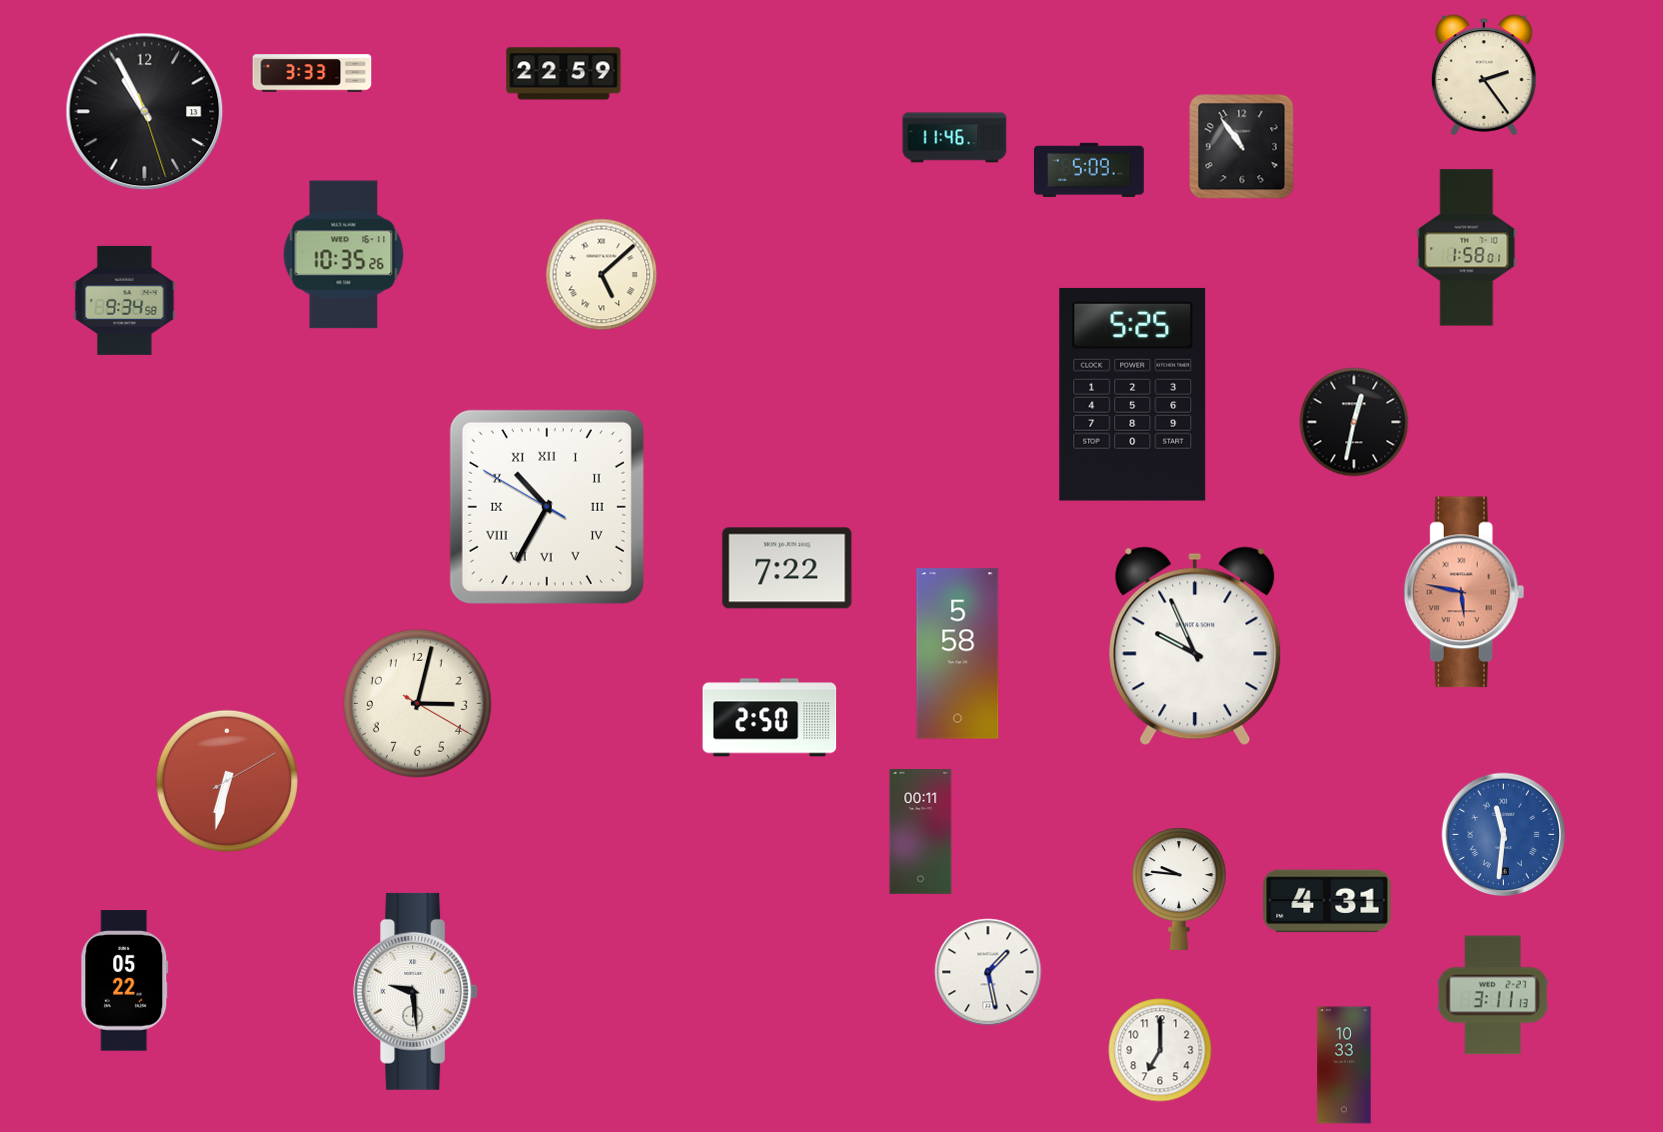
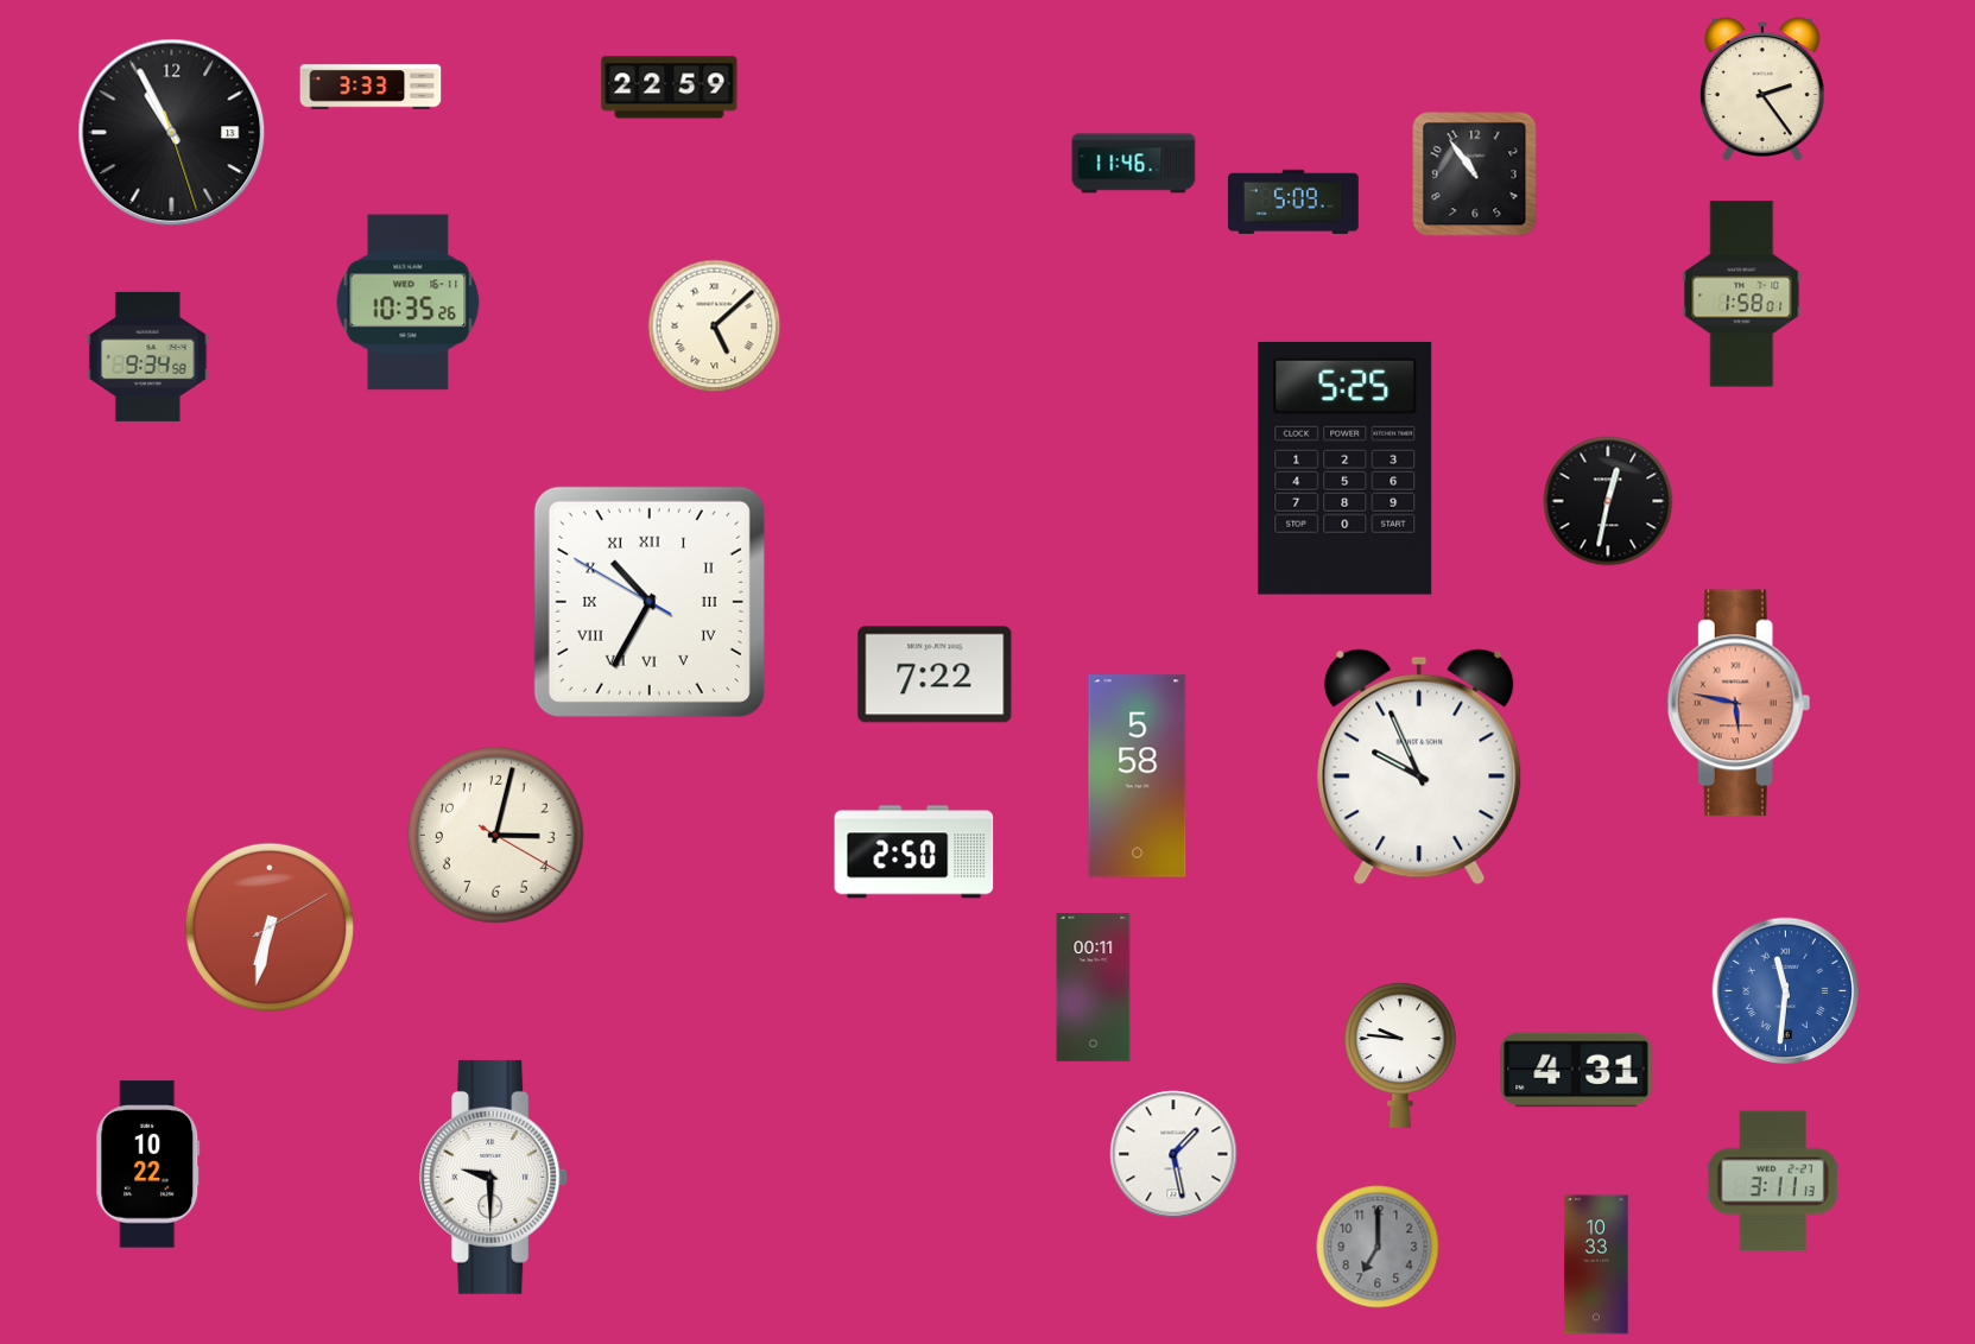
clock at (125, 981): 05:22 -> 10:22
clock at (416, 991): 9:29 -> 9:30
clock at (1160, 1050) dial: white -> grey
